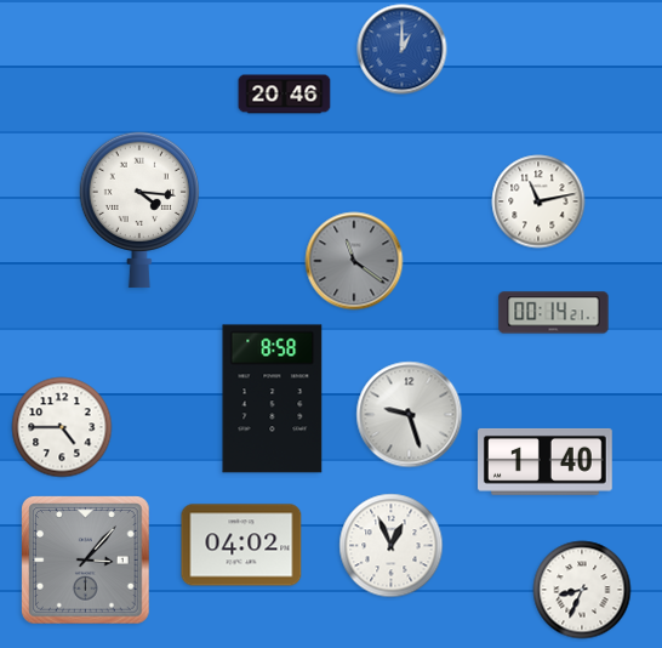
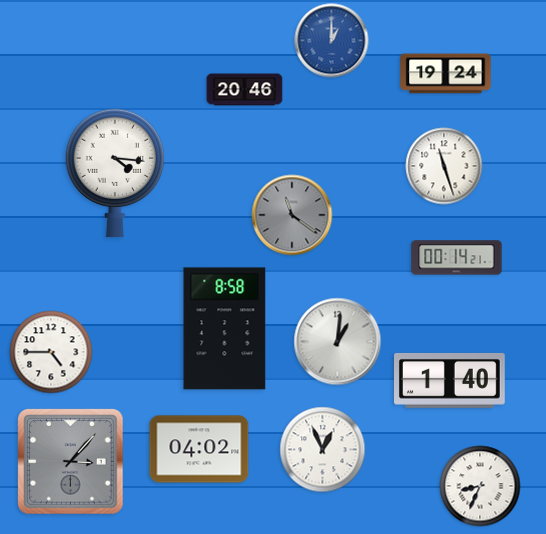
clock at (446, 74): none -> 19:24
clock at (285, 95) position: (285, 95) -> (245, 90)
clock at (538, 201): 11:13 -> 11:27
clock at (410, 415): 9:27 -> 1:01
